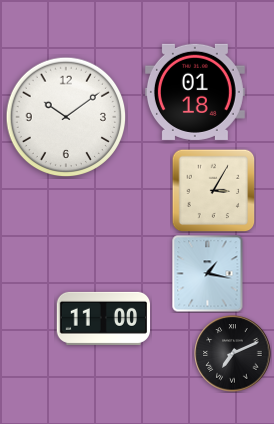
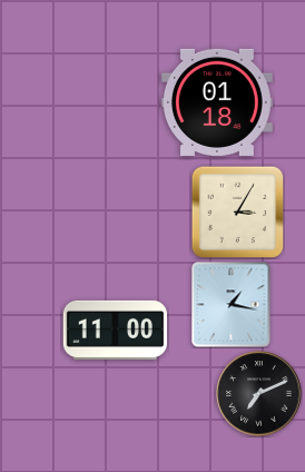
clock at (66, 117): 10:09 -> none
clock at (103, 318) position: (103, 318) -> (115, 330)
